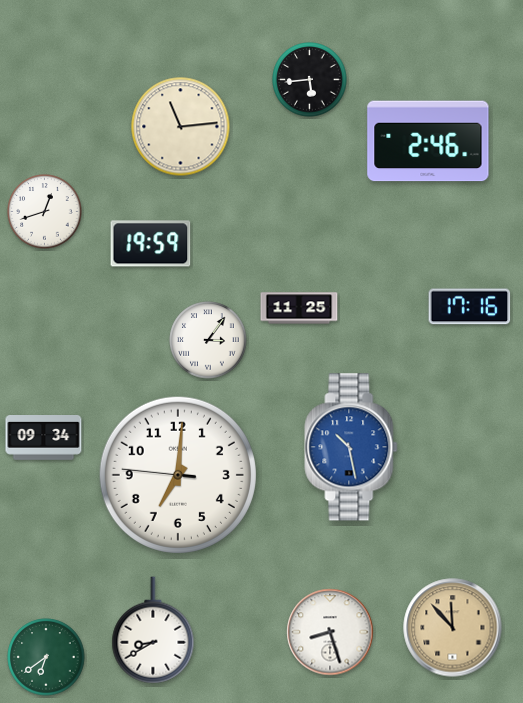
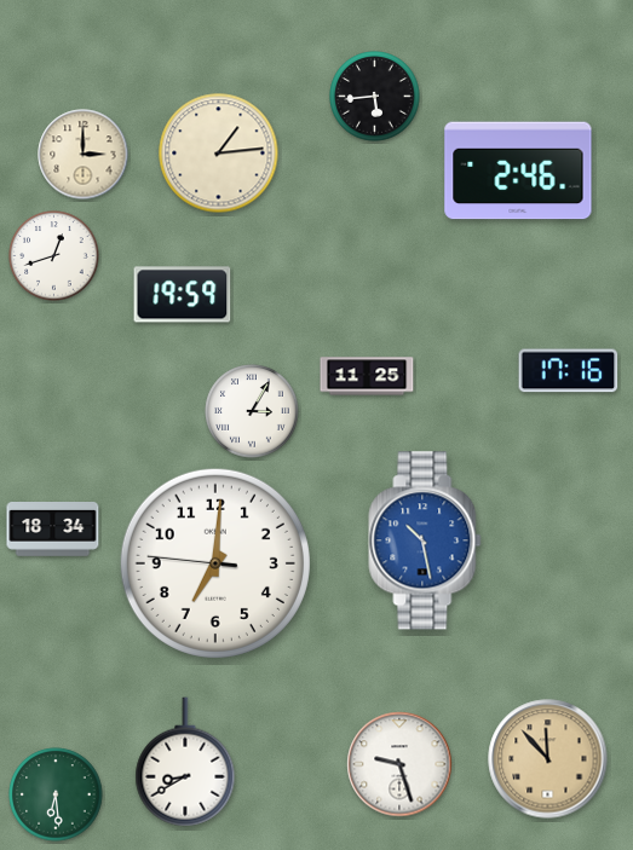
clock at (181, 127): 11:14 -> 1:14
clock at (84, 155): none -> 3:00
clock at (299, 308) position: (299, 308) -> (367, 376)
clock at (208, 340): 3:06 -> 3:05
clock at (44, 438): 09:34 -> 18:34
clock at (178, 475) position: (178, 475) -> (215, 563)
clock at (330, 632): 8:27 -> 9:27
clock at (46, 657): 6:39 -> 6:29
